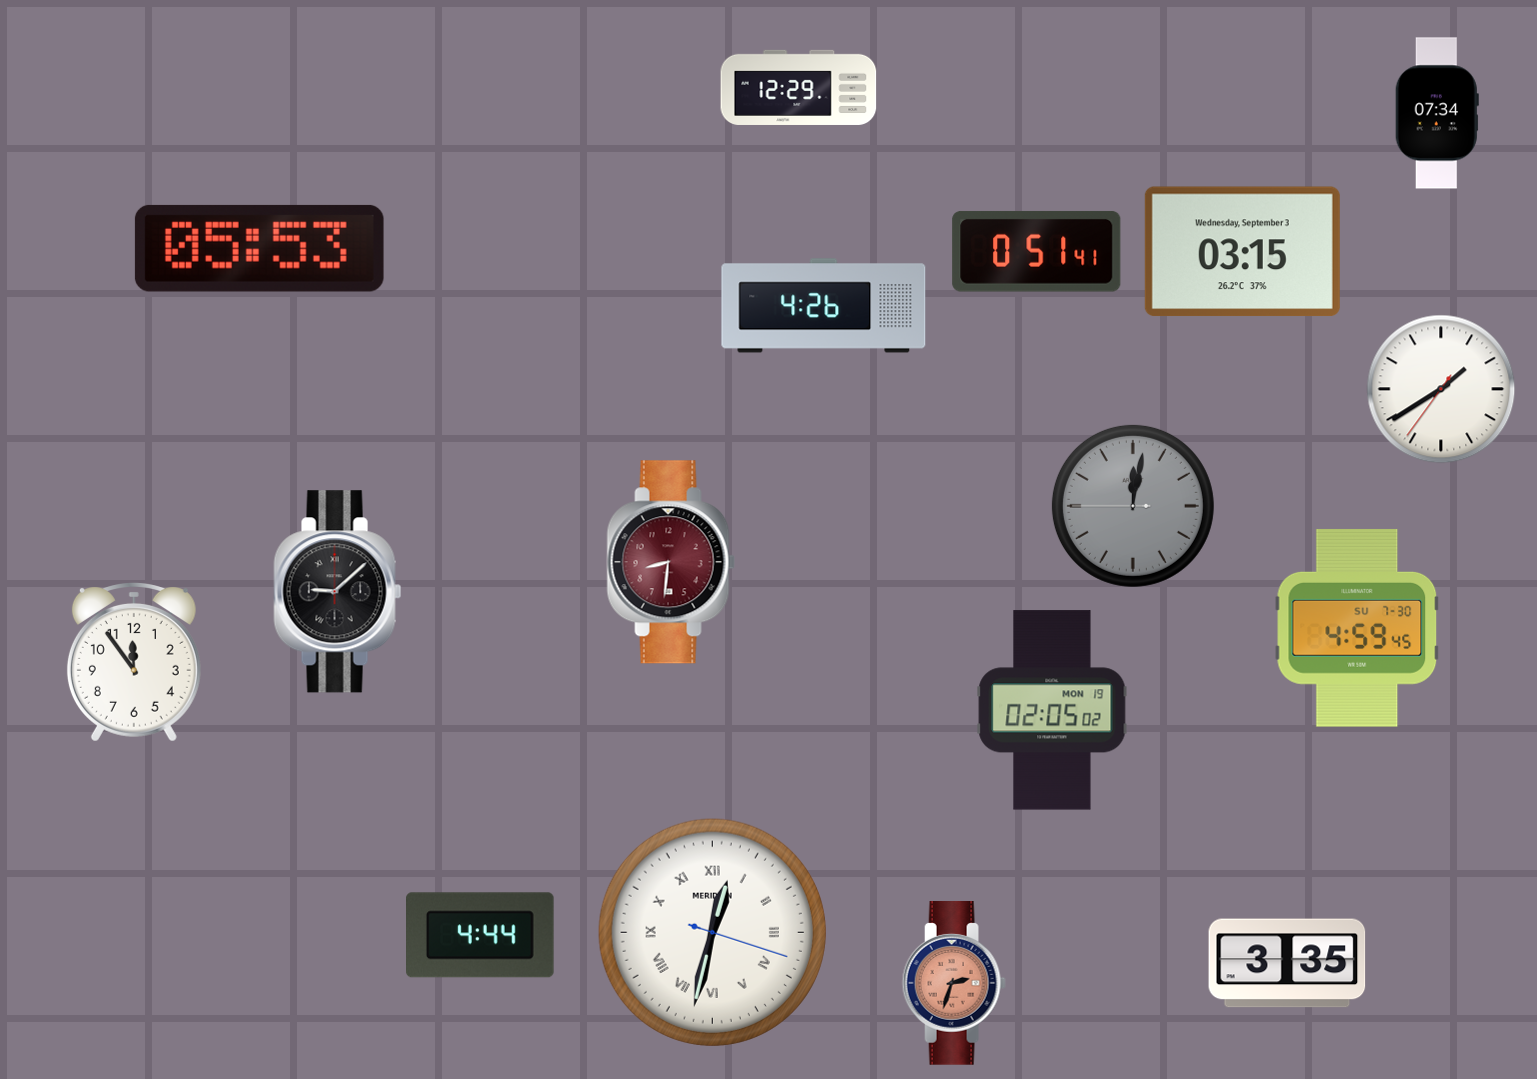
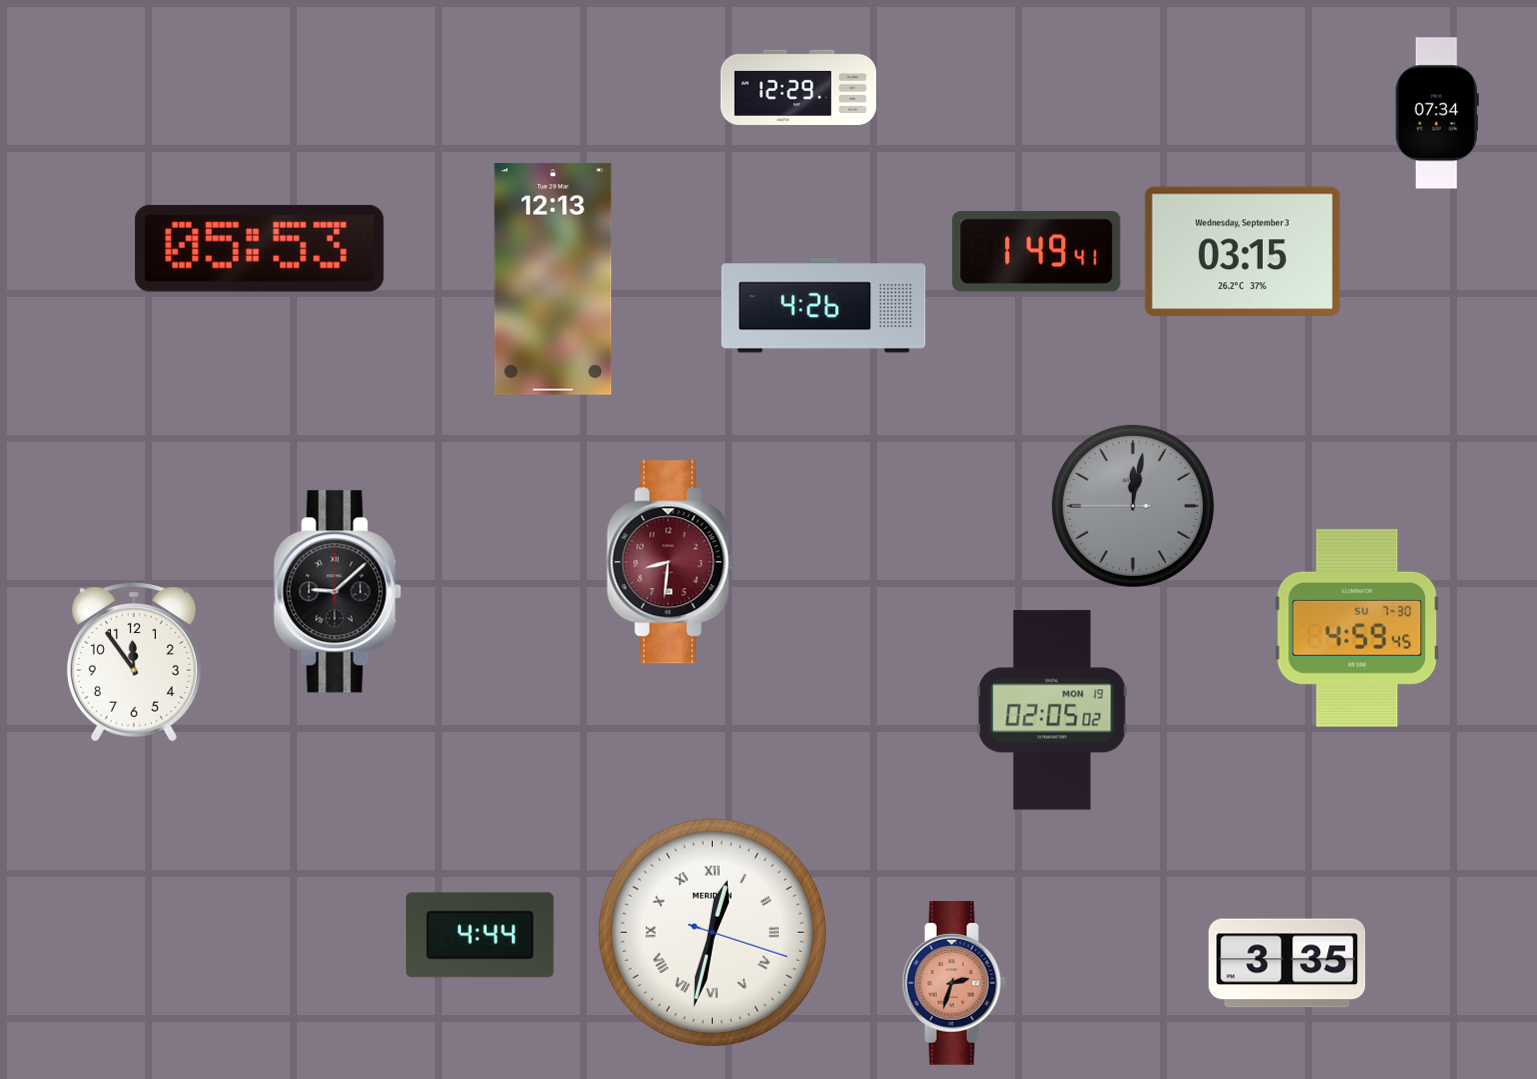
clock at (1037, 251): 0:51 -> 1:49
clock at (553, 279): none -> 12:13
clock at (1441, 389): 1:39 -> none
